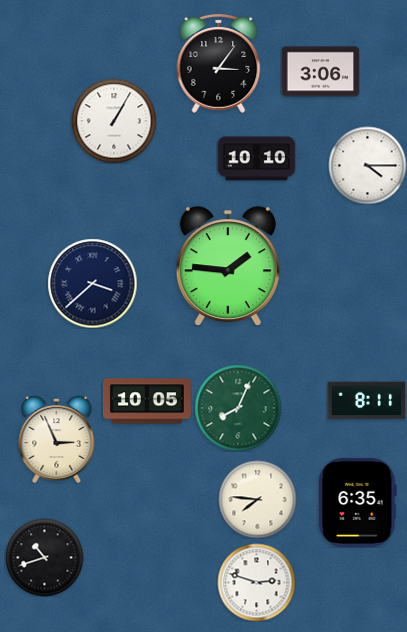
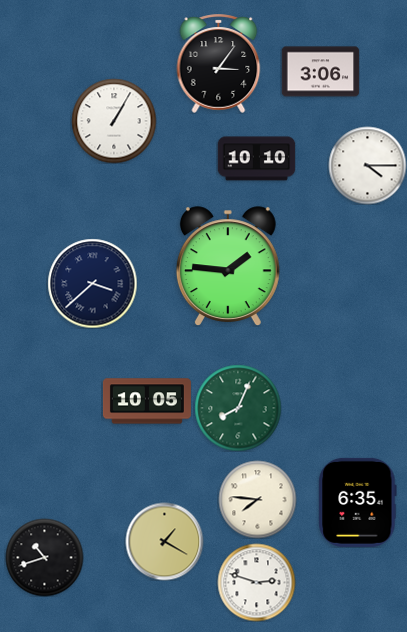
clock at (366, 401): 8:11 -> none
clock at (57, 439): 2:56 -> none
clock at (164, 541): none -> 1:20
